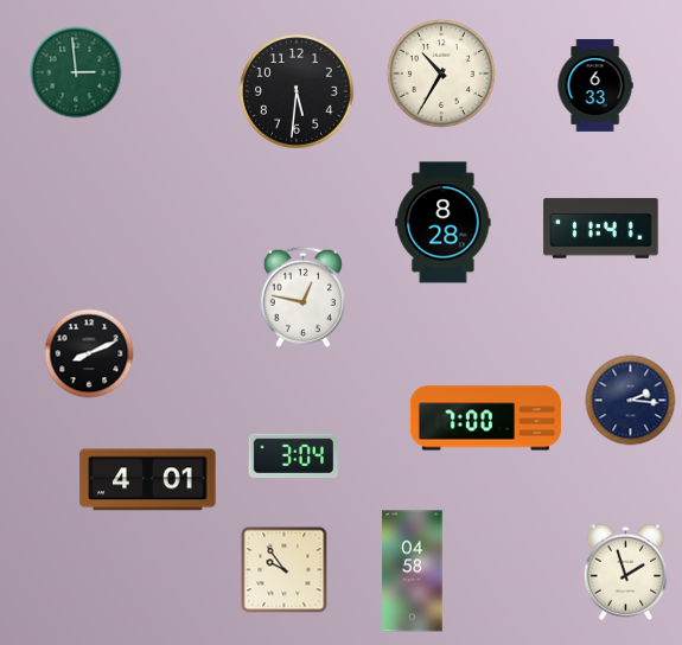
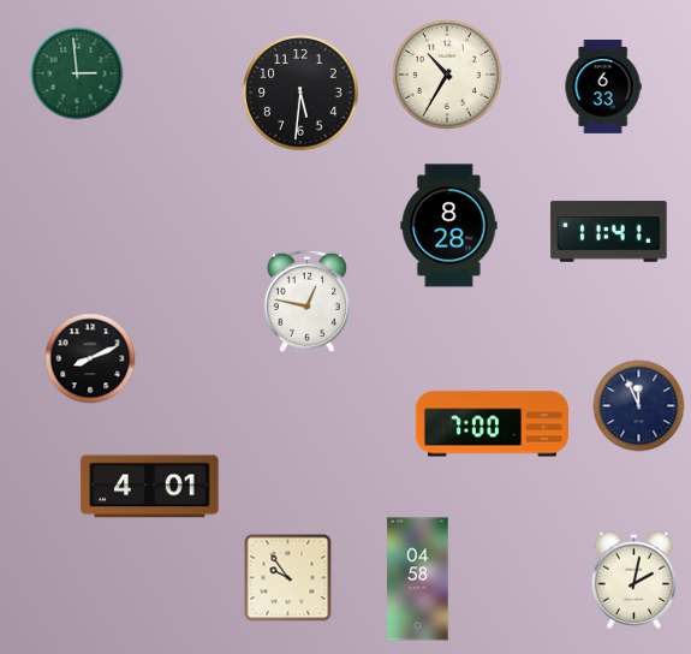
clock at (631, 401): 2:16 -> 11:56
clock at (293, 456): 3:04 -> none
clock at (626, 571): 1:57 -> 2:02
